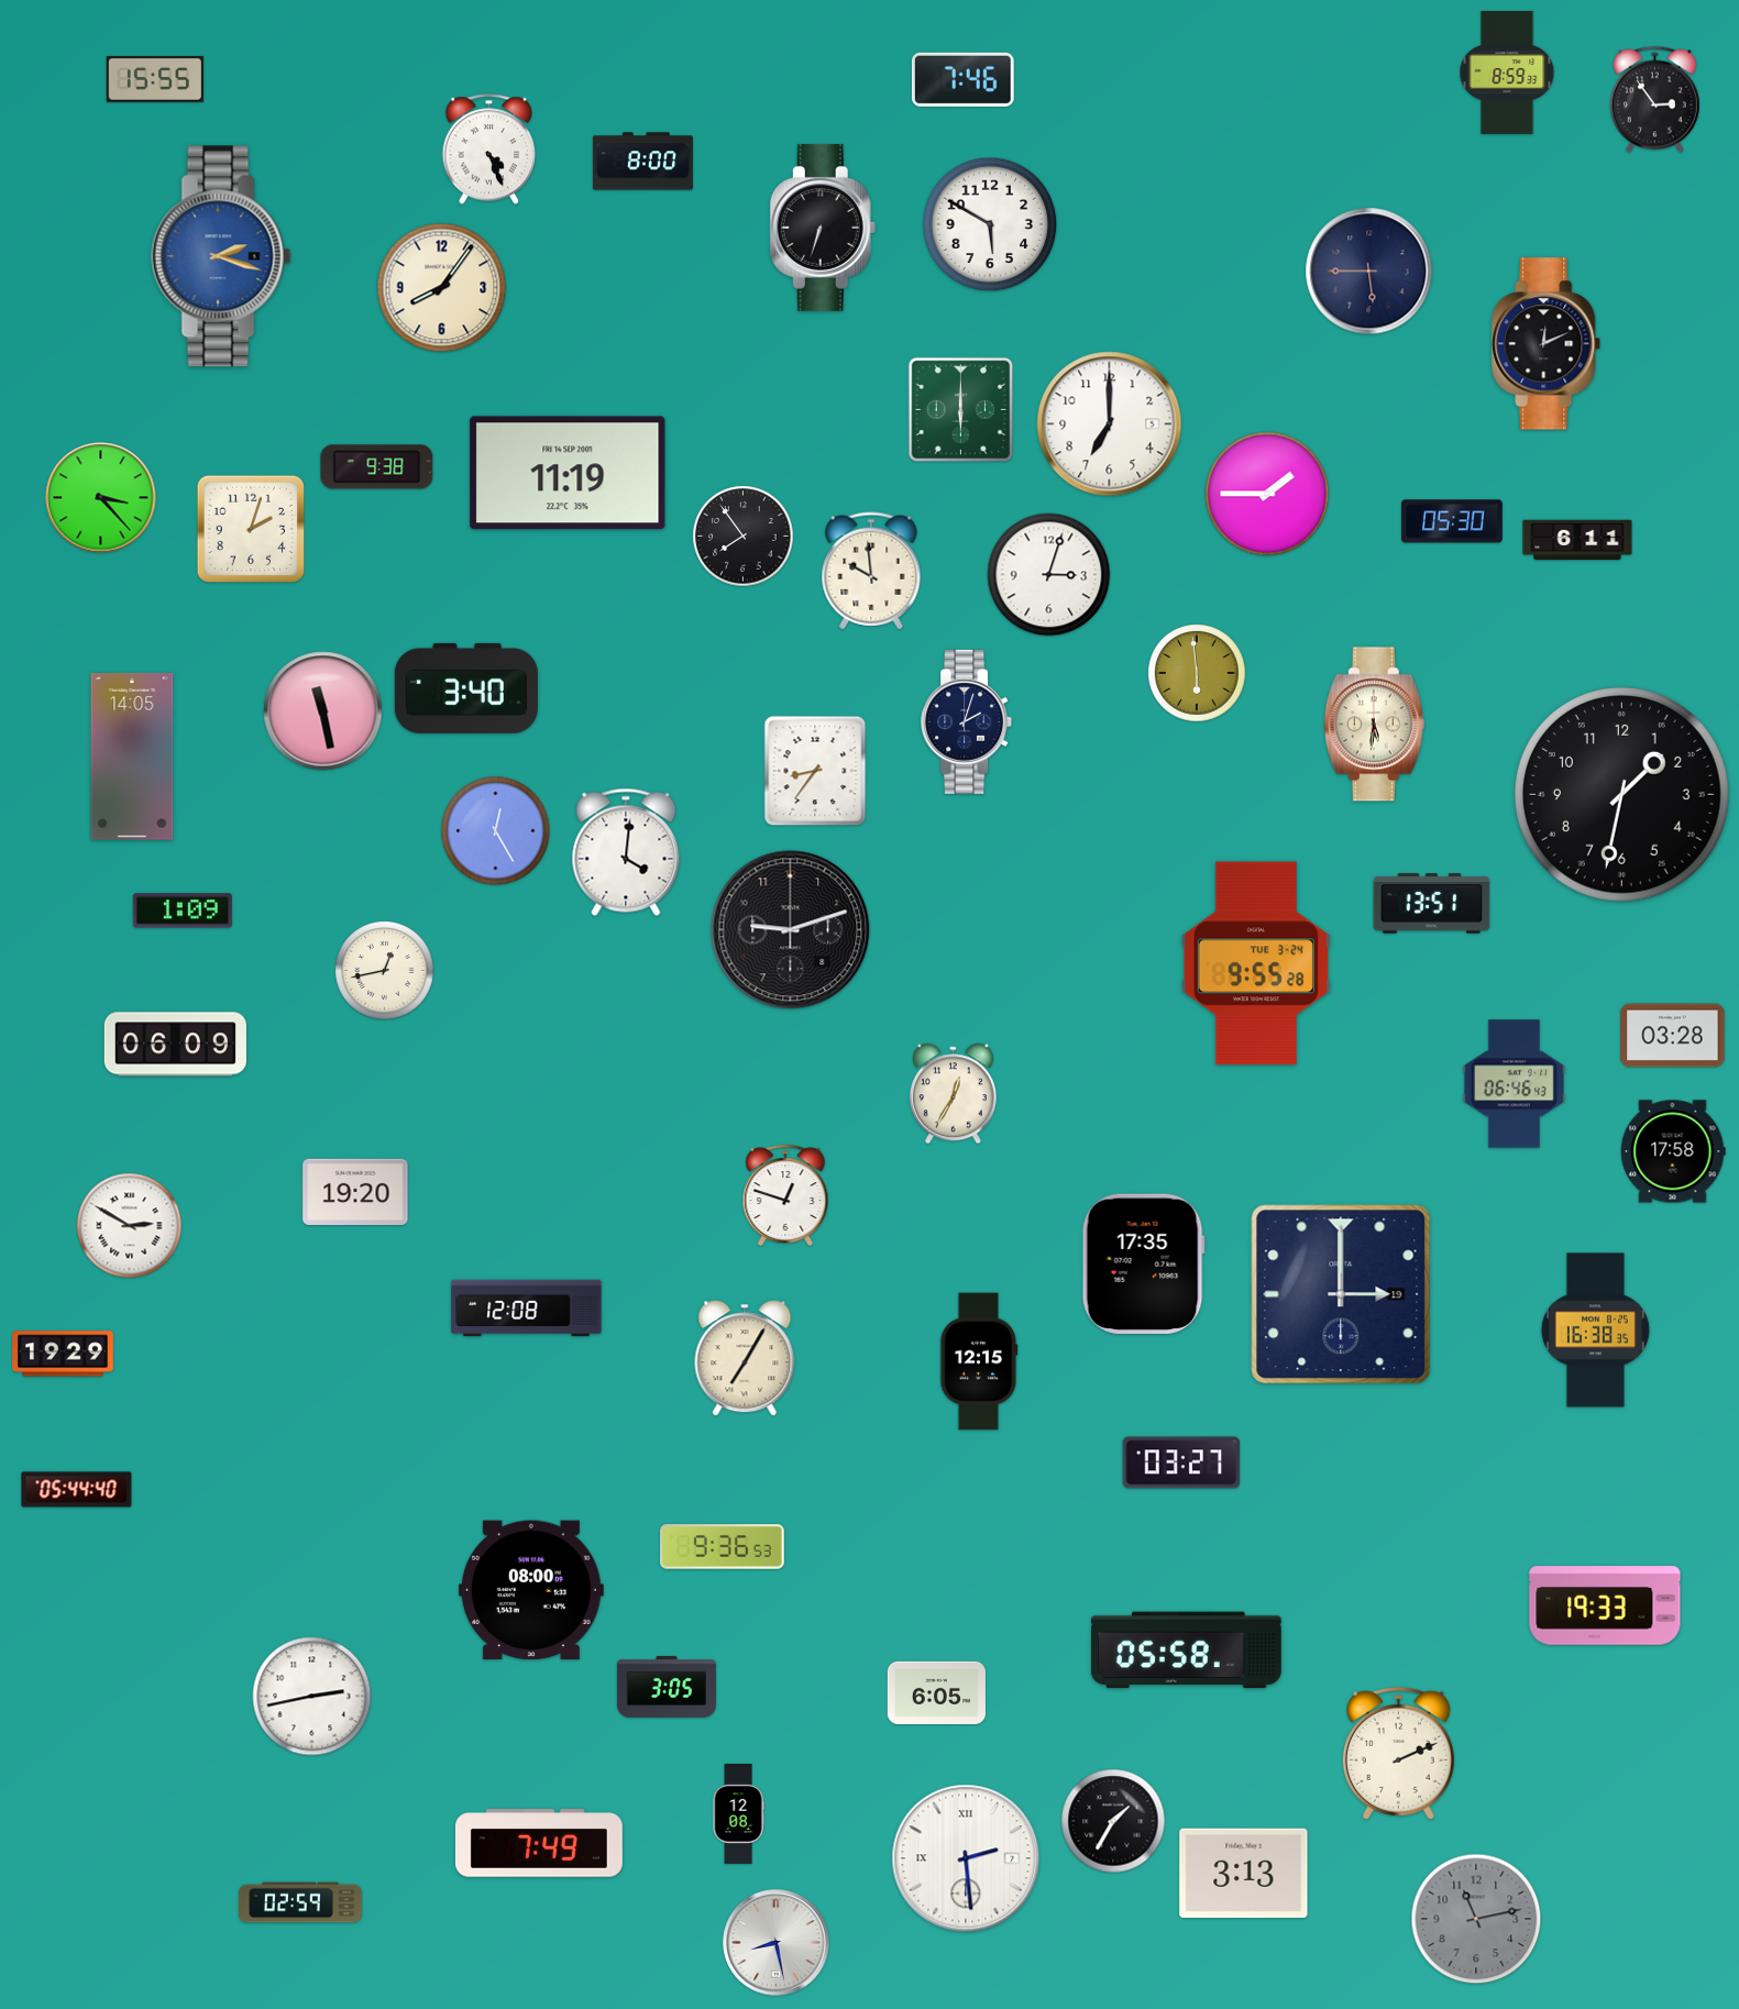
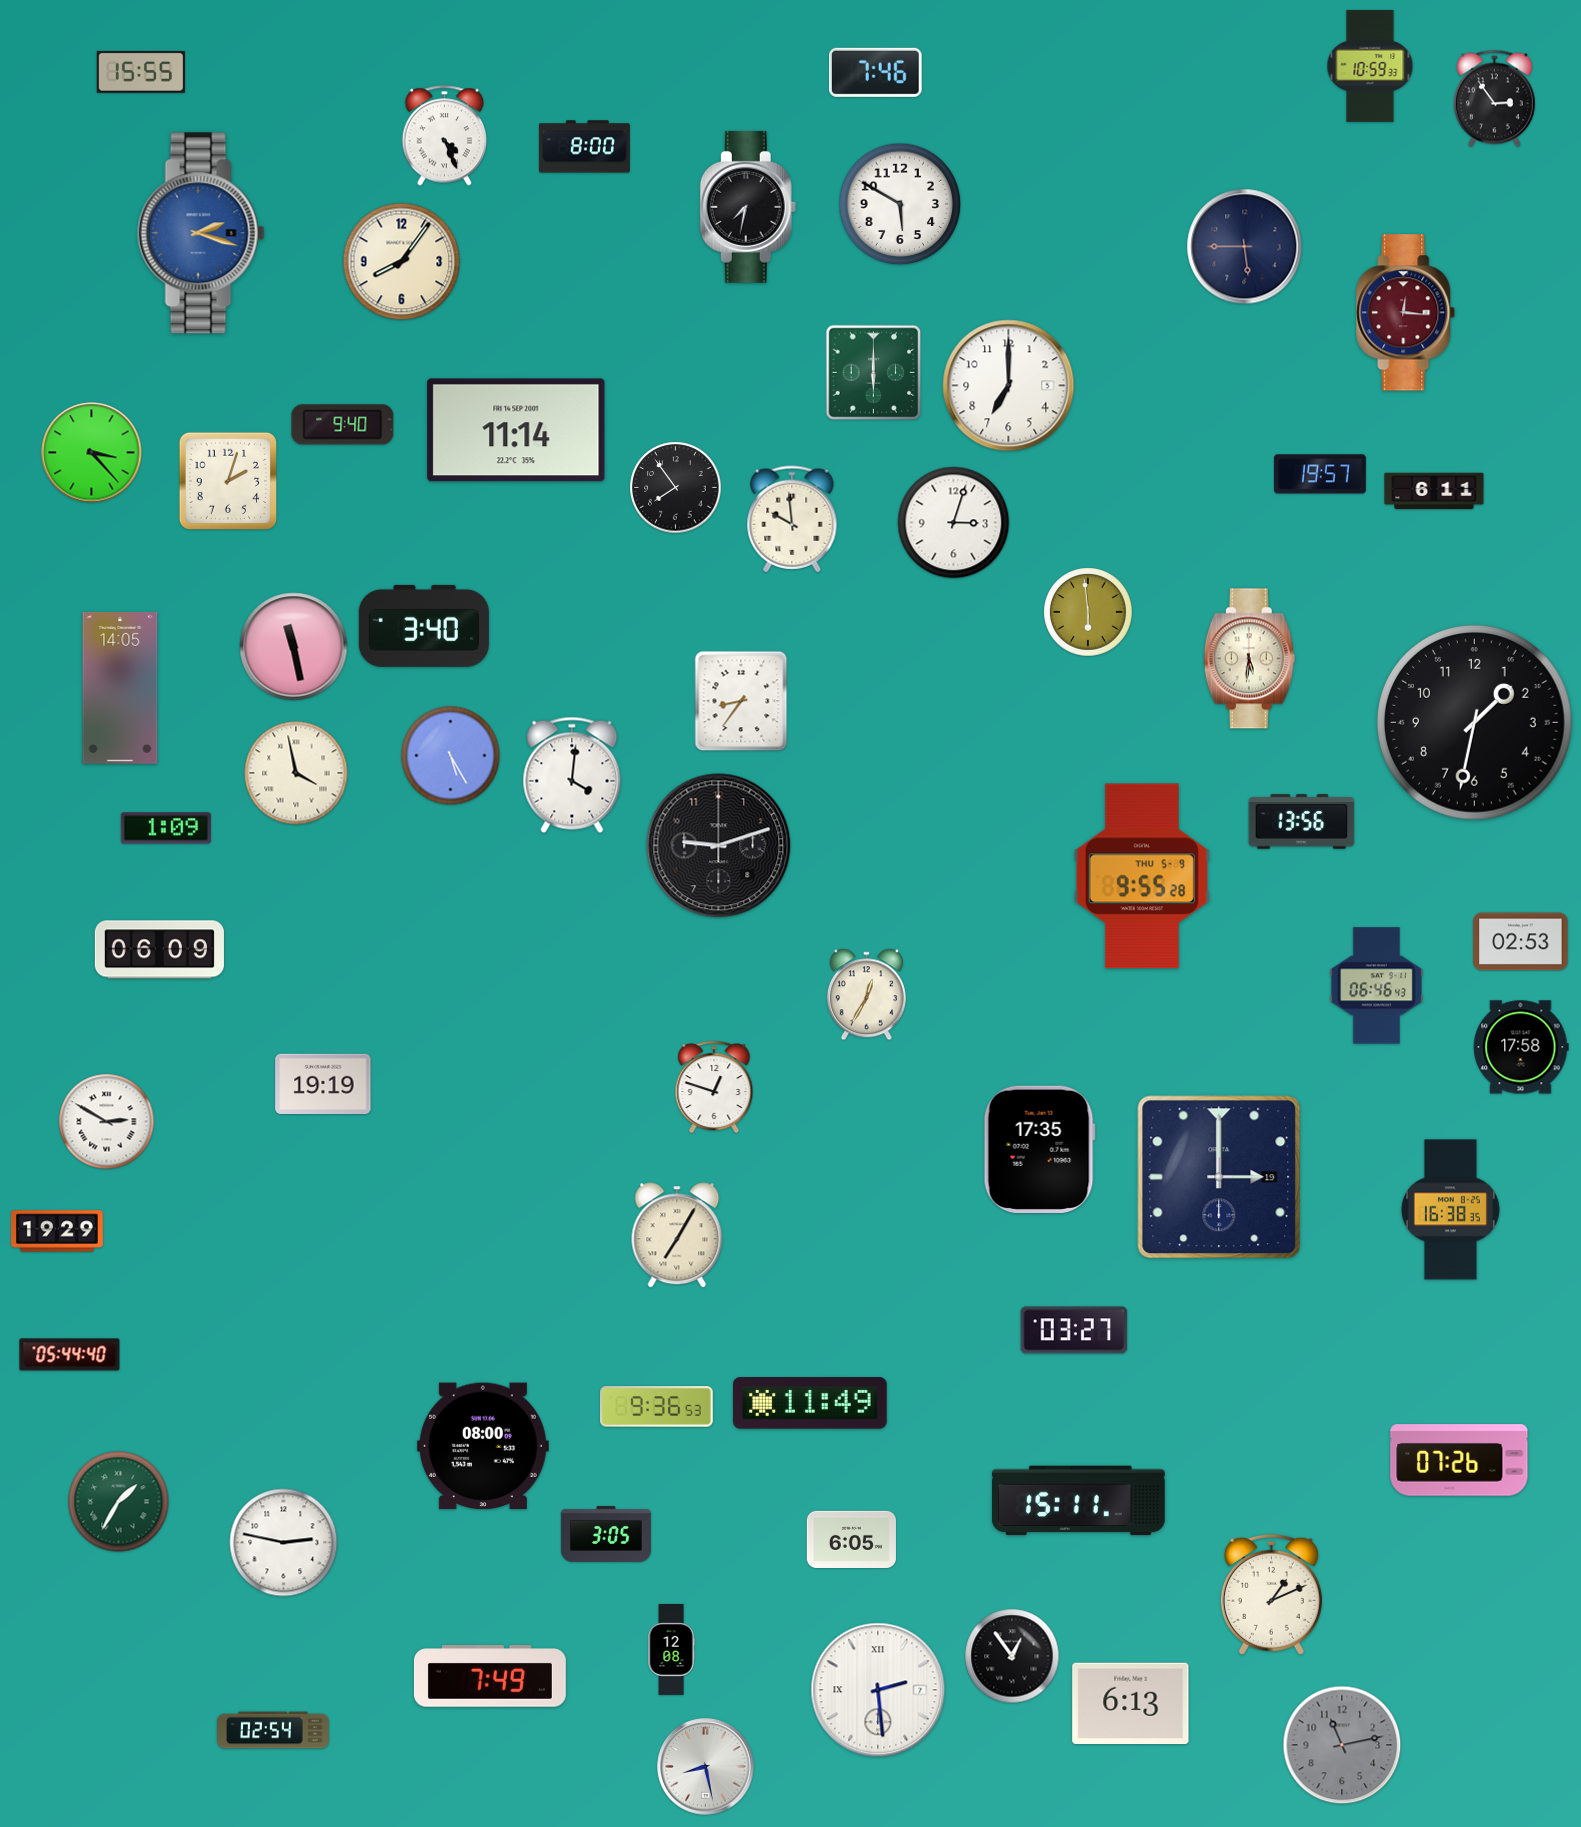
clock at (1507, 73): 8:59 -> 10:59
clock at (1654, 100) position: (1654, 100) -> (1494, 99)
clock at (823, 228): 6:33 -> 7:32
clock at (1547, 344): 12:11 -> 12:16
clock at (1547, 344) dial: black -> burgundy
clock at (377, 467): 9:38 -> 9:40
clock at (568, 473): 11:19 -> 11:14
clock at (1267, 494): 1:45 -> none
clock at (1452, 521): 05:30 -> 19:57
clock at (967, 721): 2:03 -> none
clock at (496, 831): 12:25 -> 5:25
clock at (296, 773): none -> 3:58
clock at (626, 852) position: (626, 852) -> (572, 775)
clock at (1432, 904): 13:51 -> 13:56
clock at (1256, 963) date: TUE 3-24 -> THU 5-9
clock at (385, 971): 12:43 -> none
clock at (1673, 1036): 03:28 -> 02:53
clock at (355, 1191): 19:20 -> 19:19
clock at (130, 1226) position: (130, 1226) -> (107, 1122)
clock at (527, 1309): 12:08 -> none
clock at (979, 1361): 12:15 -> none
clock at (810, 1403): none -> 11:49
clock at (1605, 1605): 19:33 -> 07:26
clock at (1186, 1651): 05:58 -> 15:11
clock at (119, 1502): none -> 1:35
clock at (312, 1697): 2:43 -> 2:47
clock at (1398, 1753): 2:11 -> 1:11
clock at (1113, 1821): 1:35 -> 12:54
clock at (1244, 1874): 3:13 -> 6:13
clock at (301, 1902): 02:59 -> 02:54
